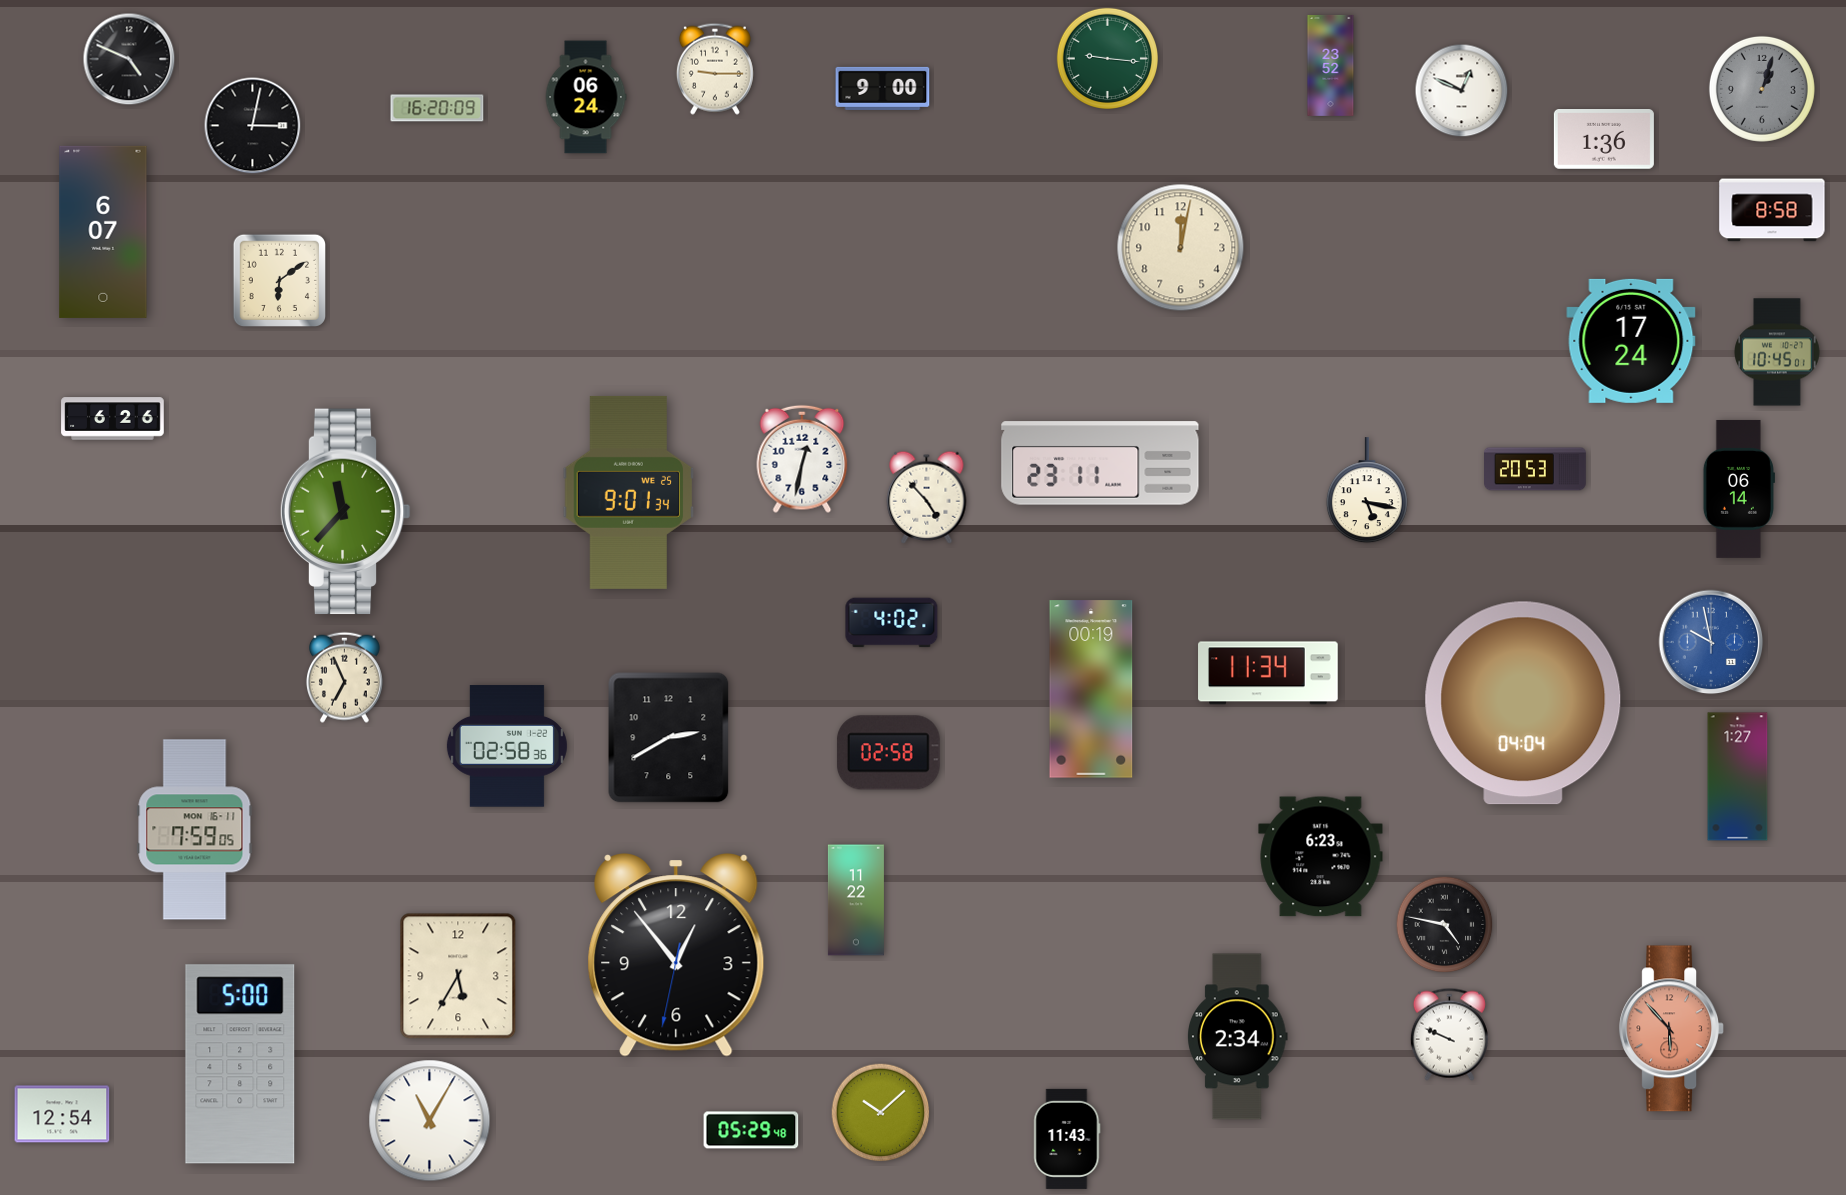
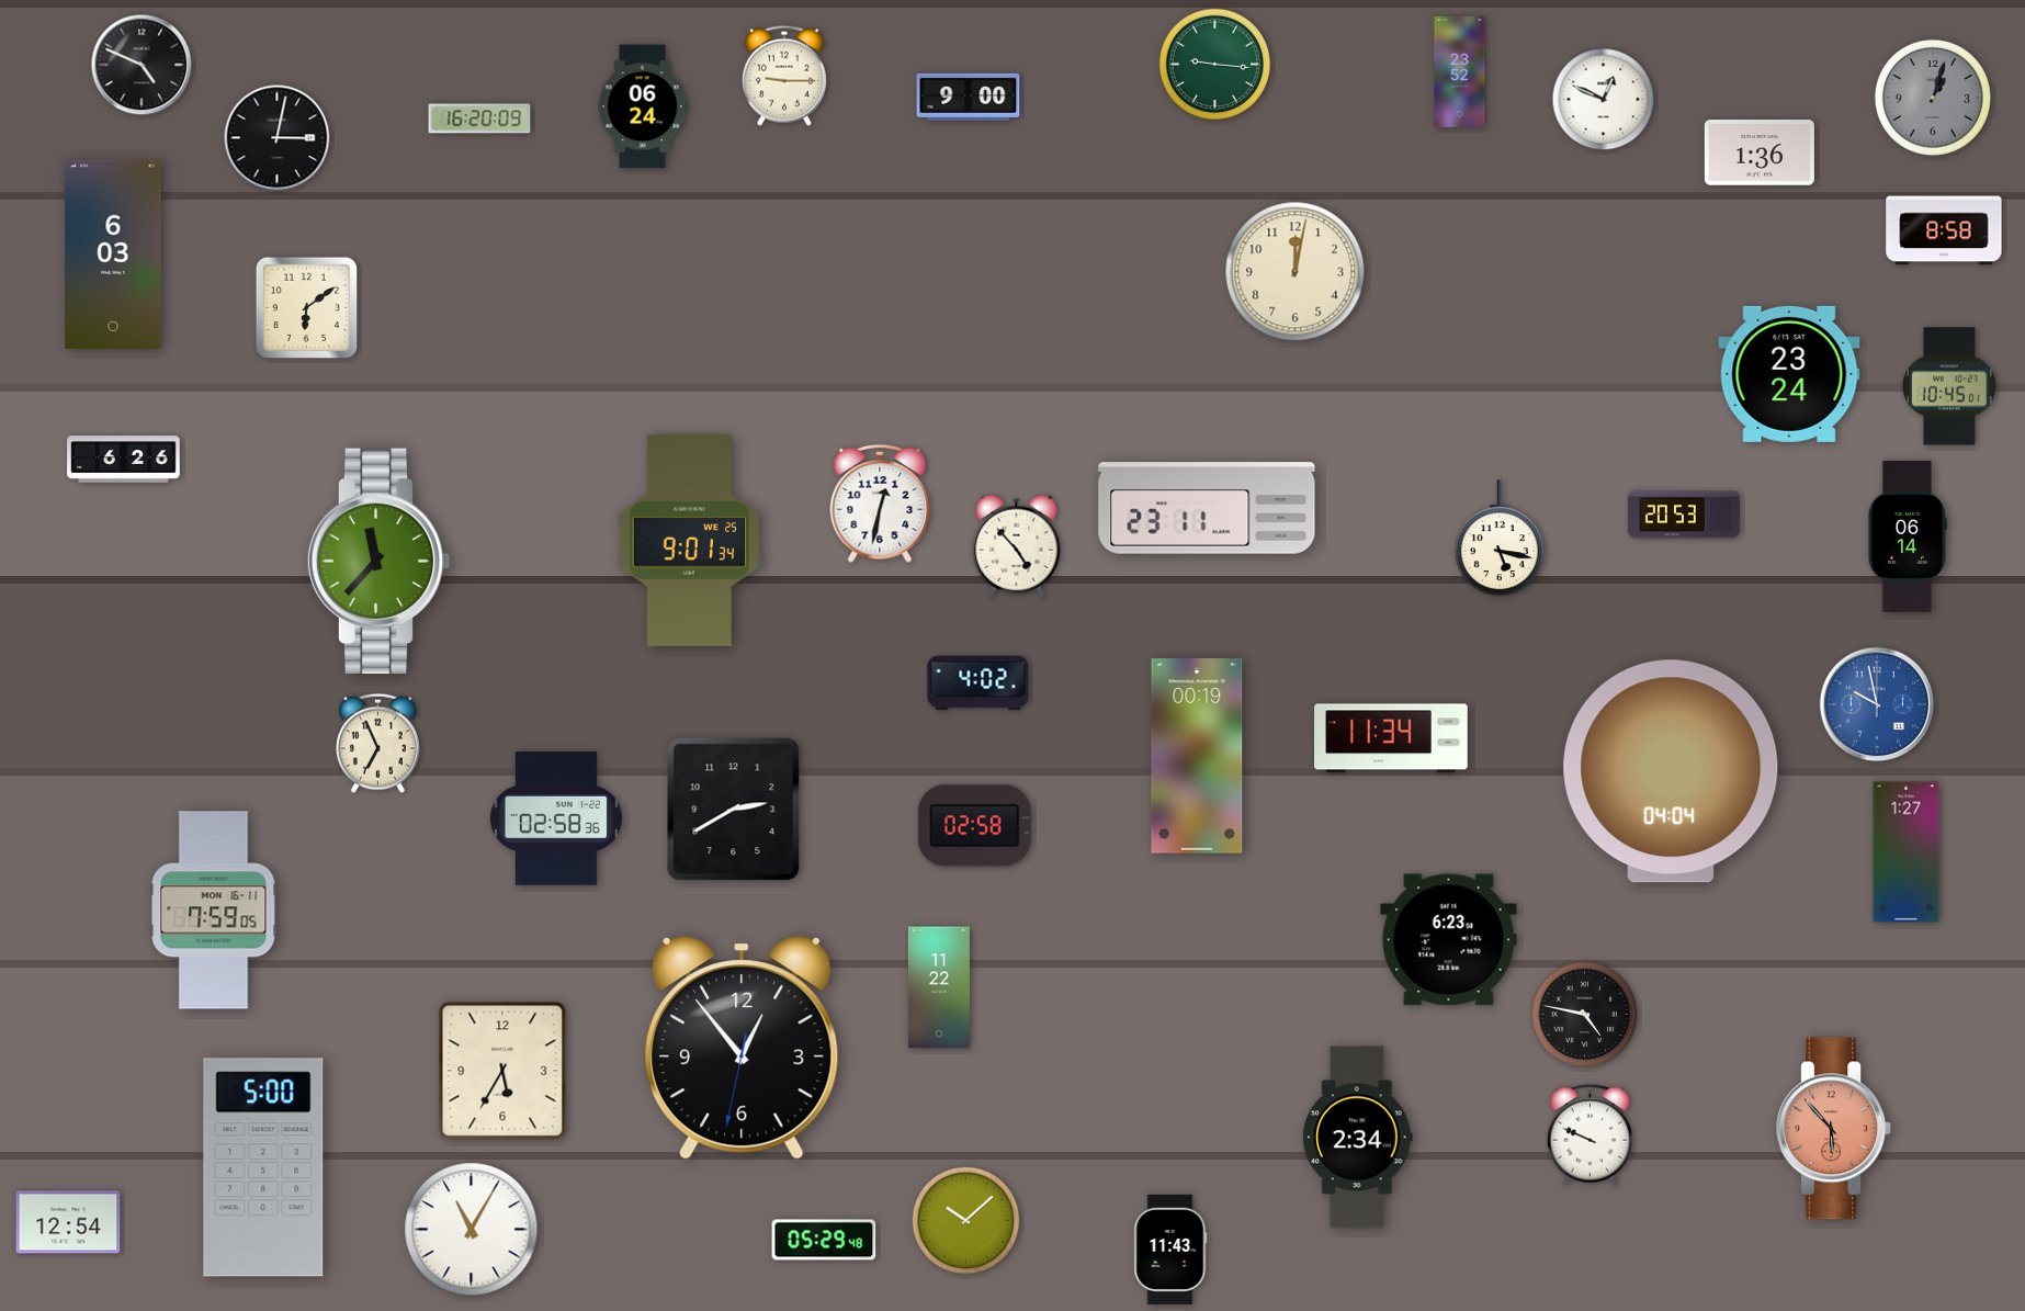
clock at (103, 232): 6:07 -> 6:03
clock at (1631, 341): 17:24 -> 23:24
